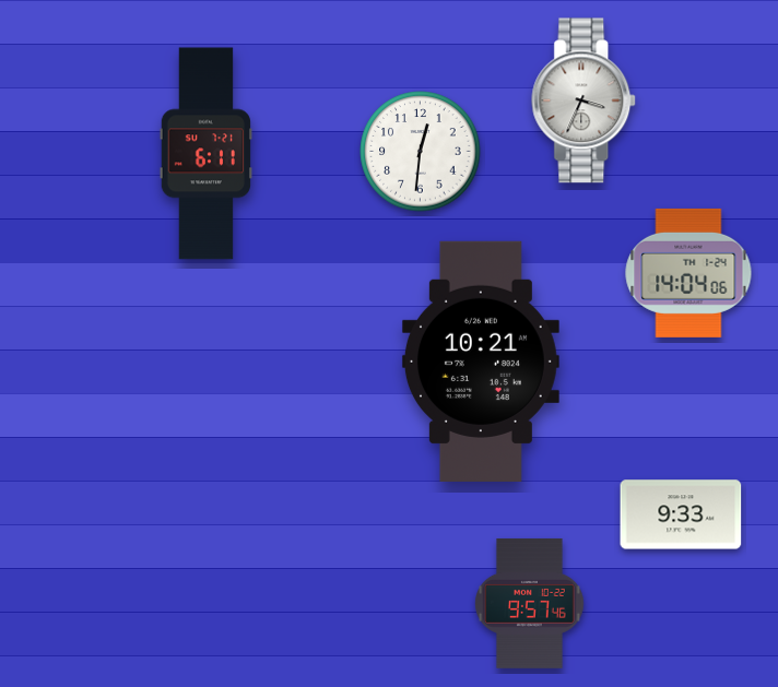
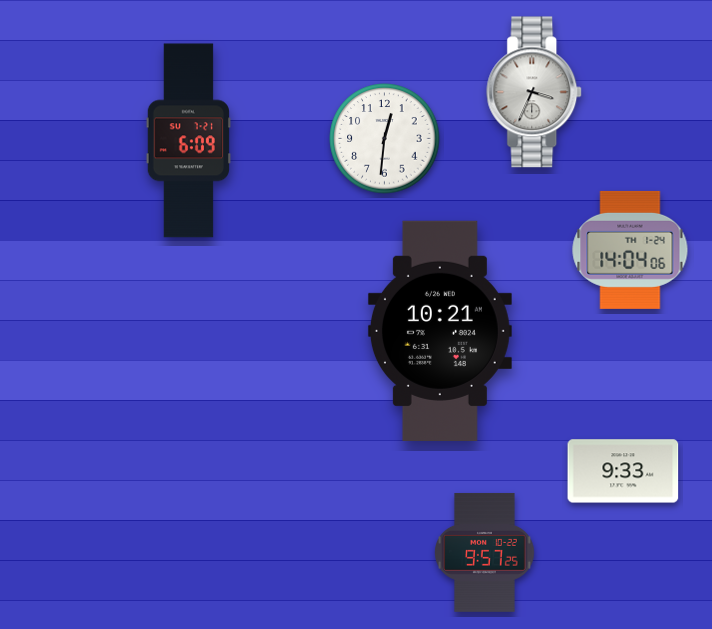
clock at (205, 154): 6:11 -> 6:09
clock at (530, 603): 9:57:46 -> 9:57:25
